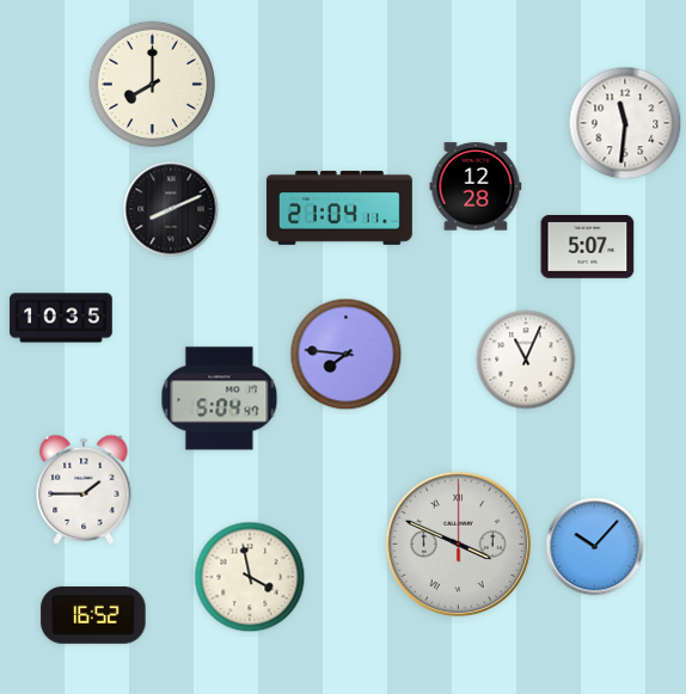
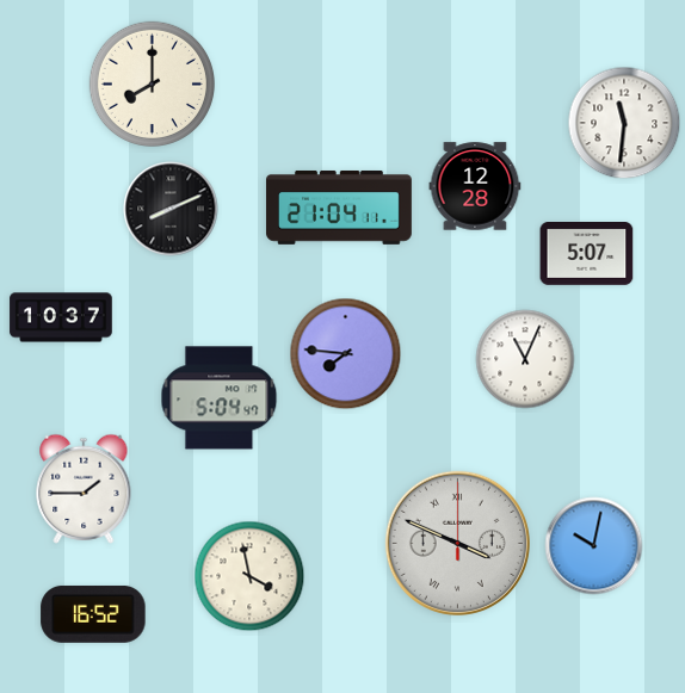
clock at (588, 247) position: (588, 247) -> (587, 254)
clock at (61, 318): 10:35 -> 10:37
clock at (595, 547): 10:07 -> 10:02
